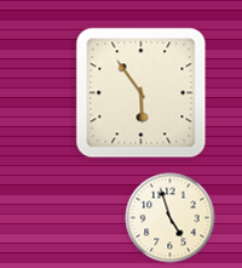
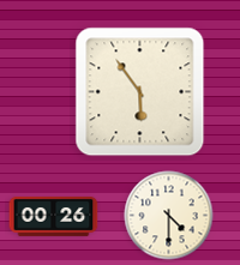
clock at (54, 216): none -> 00:26
clock at (171, 218): 4:57 -> 4:30
